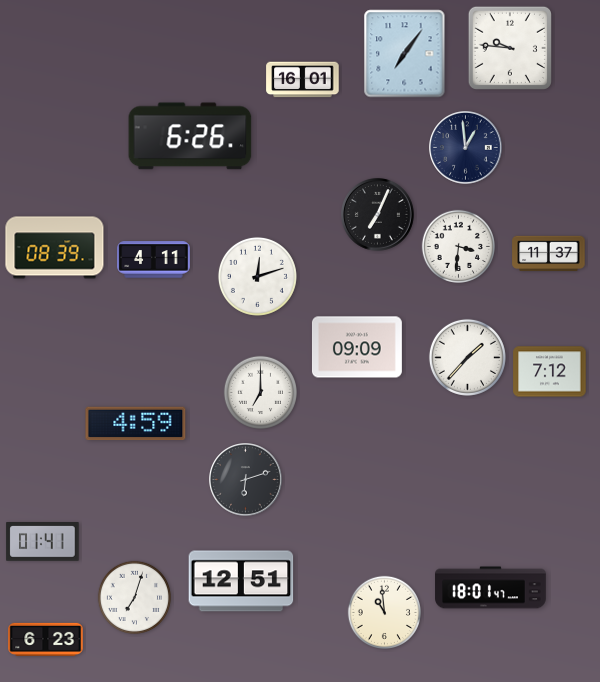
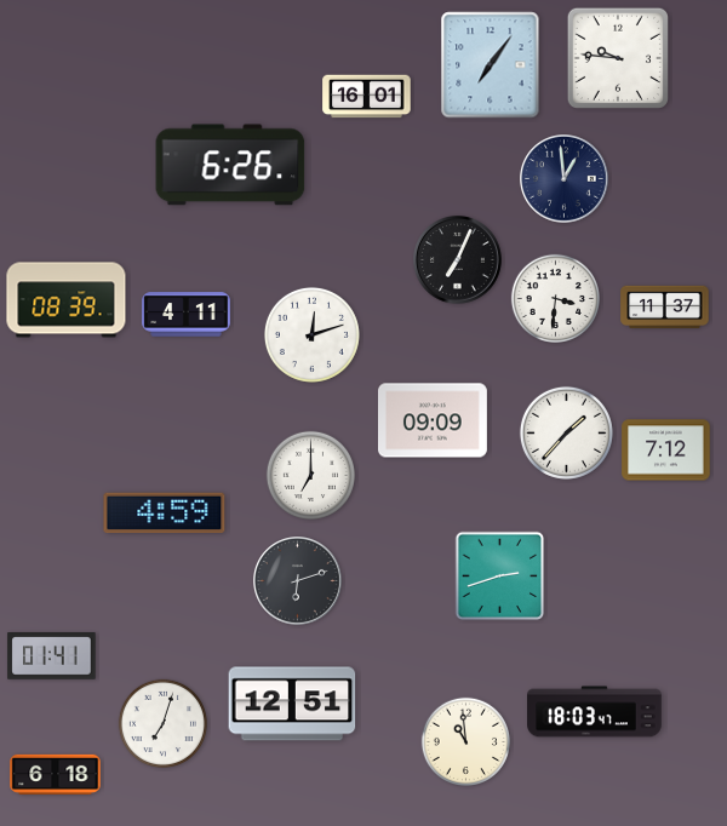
clock at (260, 392) position: (260, 392) -> (310, 475)
clock at (500, 577): none -> 2:42
clock at (491, 588): 18:01 -> 18:03
clock at (46, 639): 6:23 -> 6:18
